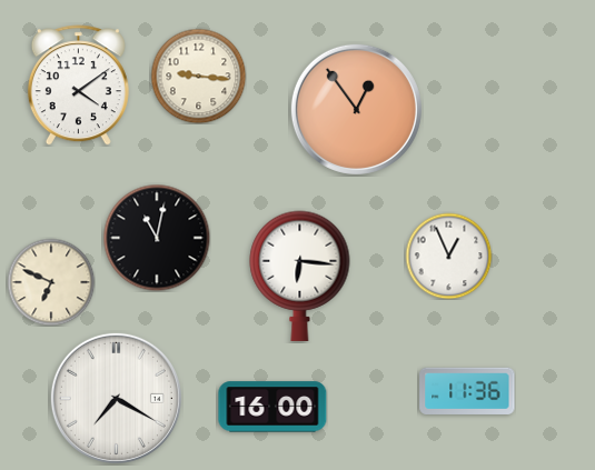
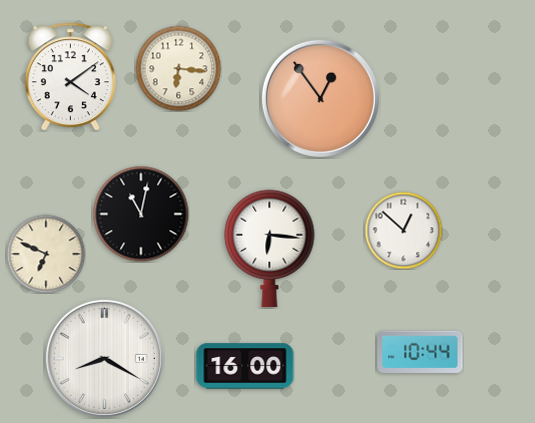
clock at (198, 76): 9:16 -> 6:16
clock at (448, 256): 12:56 -> 12:52
clock at (467, 391): 11:36 -> 10:44
clock at (116, 398): 7:20 -> 8:20
